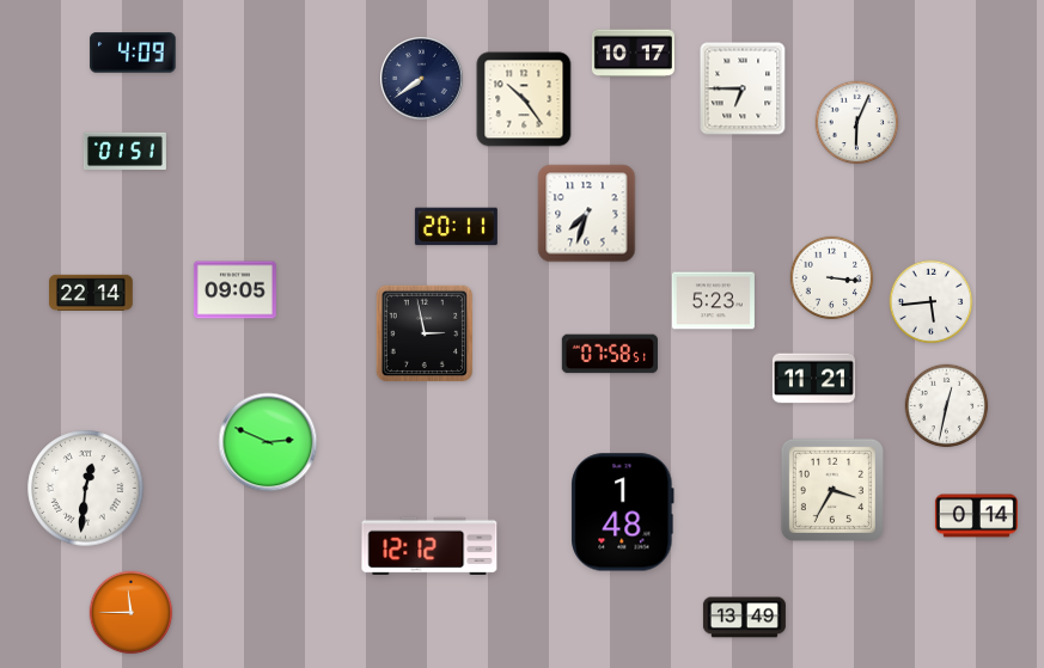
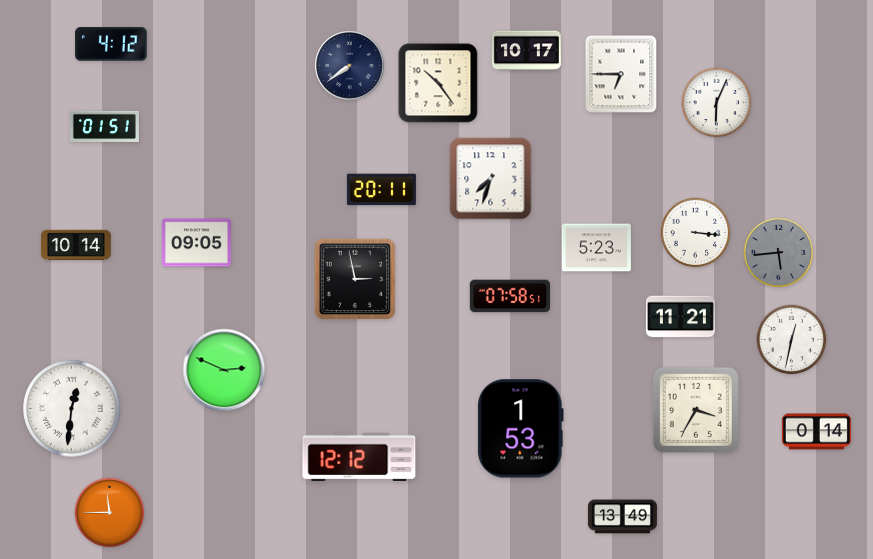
clock at (133, 53): 4:09 -> 4:12
clock at (633, 54) position: (633, 54) -> (526, 51)
clock at (422, 79) position: (422, 79) -> (350, 66)
clock at (92, 293): 22:14 -> 10:14
clock at (713, 301) position: (713, 301) -> (596, 248)
clock at (932, 302) dial: white -> grey
clock at (623, 513): 1:48 -> 1:53
